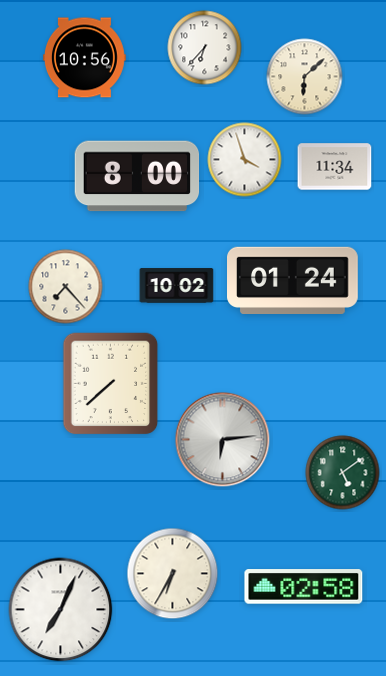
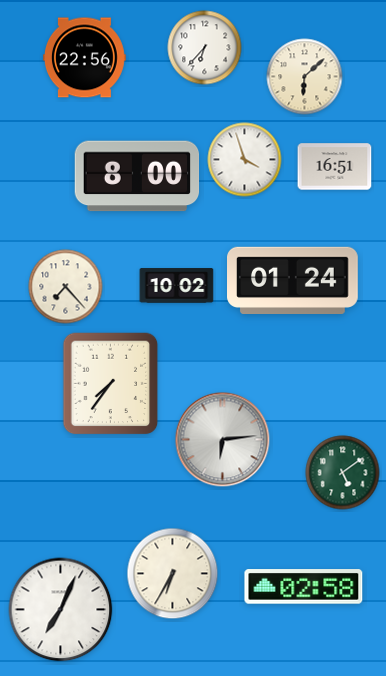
clock at (84, 58): 10:56 -> 22:56
clock at (335, 167): 11:34 -> 16:51
clock at (111, 384): 7:38 -> 7:36
